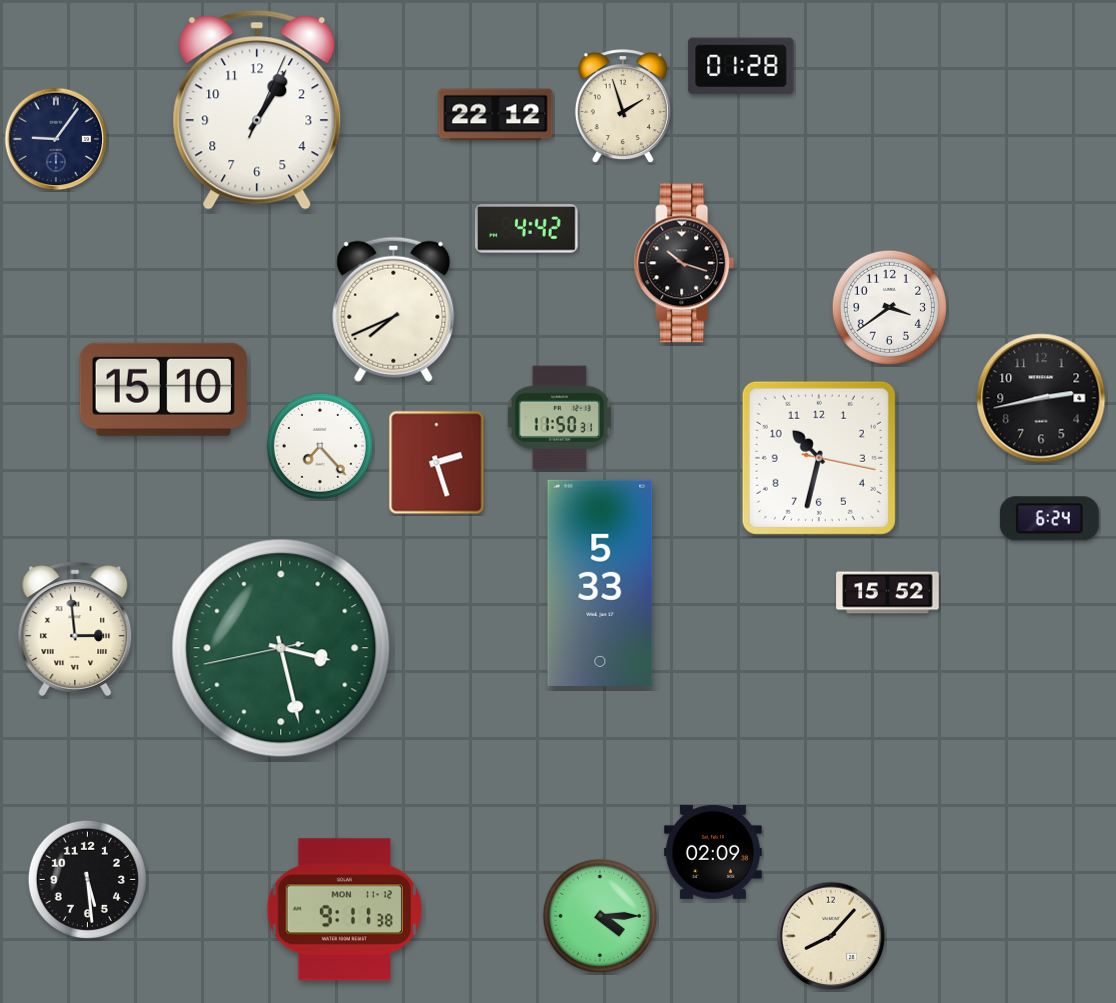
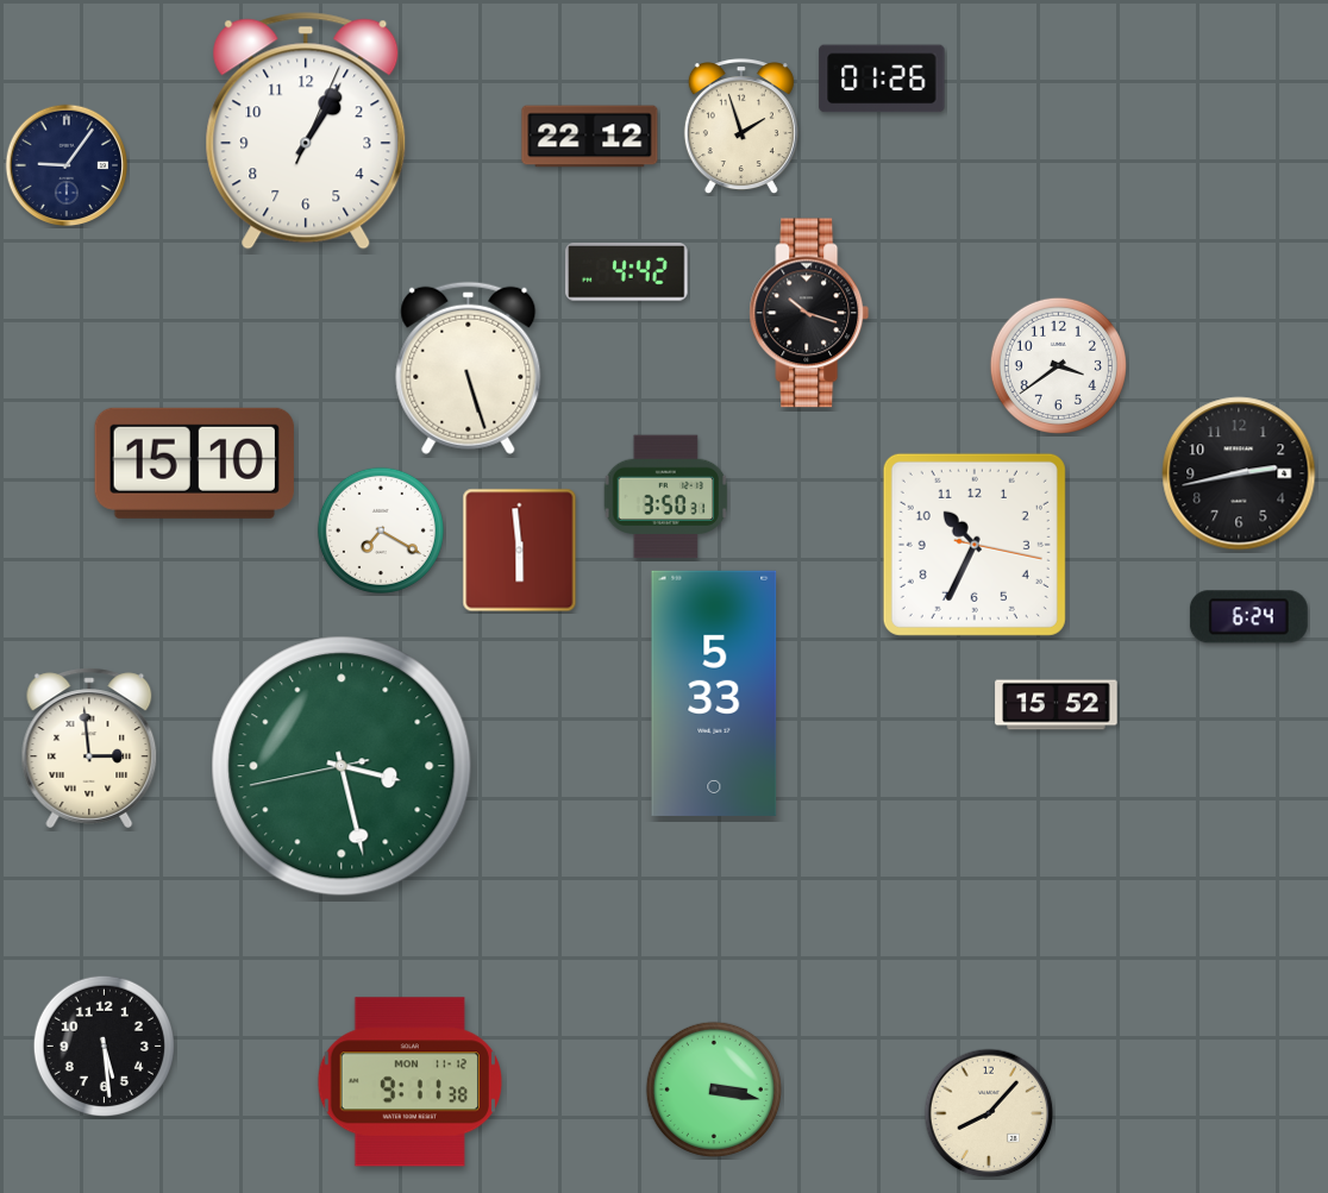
clock at (741, 66): 01:28 -> 01:26
clock at (684, 263) position: (684, 263) -> (809, 313)
clock at (394, 309): 7:41 -> 5:27
clock at (560, 418): 11:50 -> 3:50
clock at (320, 446): 7:23 -> 7:20
clock at (819, 458): 10:32 -> 10:34
clock at (437, 463): 2:27 -> 5:59
clock at (281, 648) position: (281, 648) -> (342, 766)
clock at (713, 852): 02:09 -> none
clock at (600, 916): 4:15 -> 3:17
